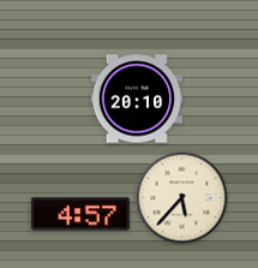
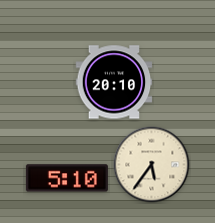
clock at (182, 198): 5:37 -> 5:36
clock at (80, 214): 4:57 -> 5:10
